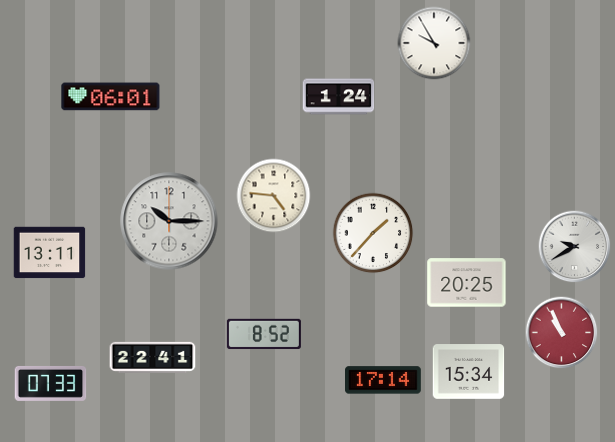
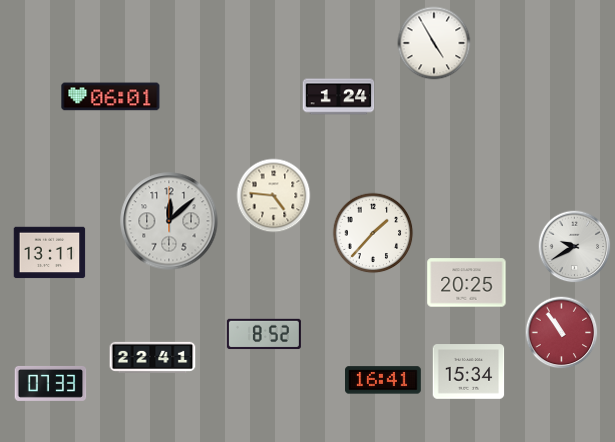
clock at (434, 43): 9:55 -> 4:55
clock at (169, 221): 10:15 -> 12:08
clock at (562, 333): 10:56 -> 10:54
clock at (384, 380): 17:14 -> 16:41
